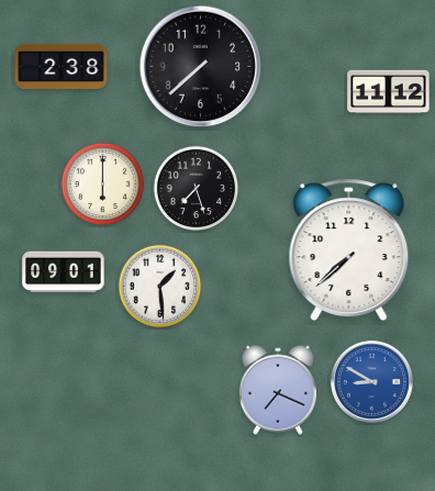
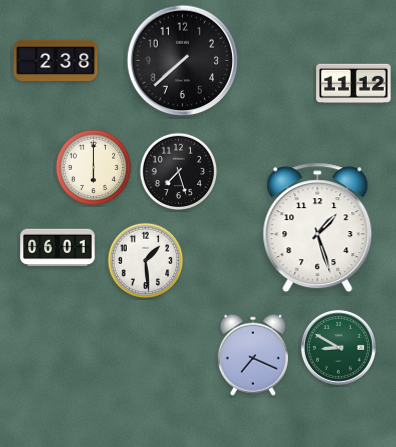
clock at (349, 250): 7:38 -> 1:27
clock at (64, 272): 09:01 -> 06:01
clock at (371, 381) dial: blue -> green
